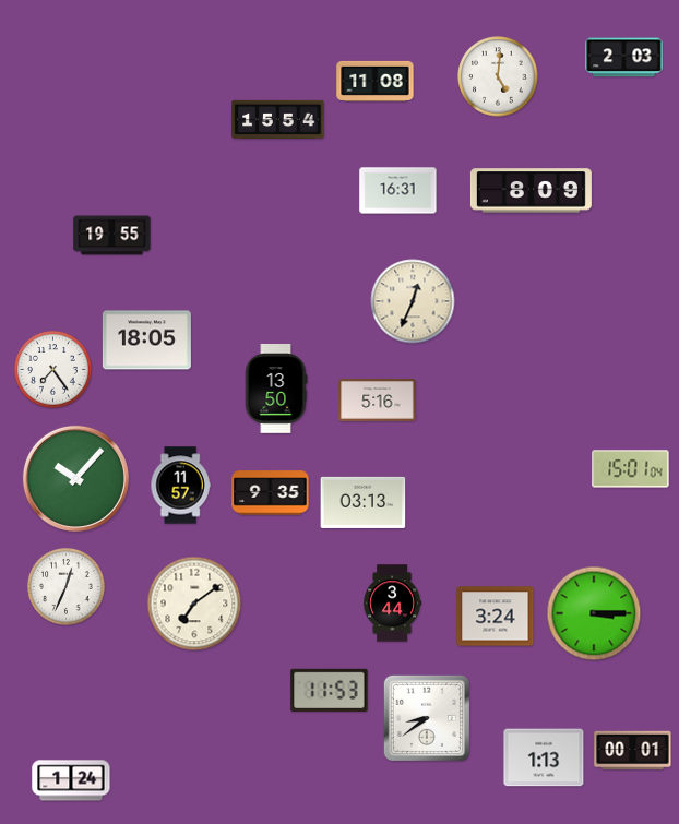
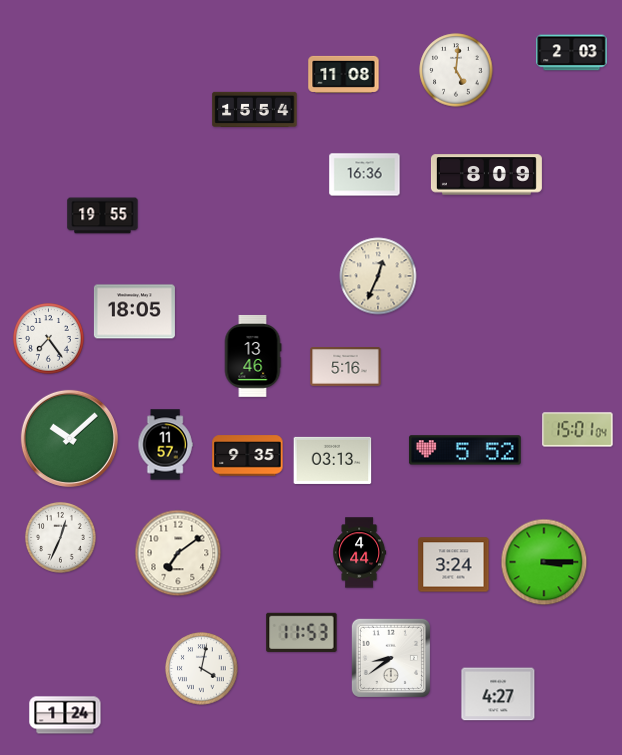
clock at (398, 191): 16:31 -> 16:36
clock at (276, 389): 13:50 -> 13:46
clock at (75, 478): 10:07 -> 10:08
clock at (465, 450): none -> 5:52
clock at (271, 493) position: (271, 493) -> (248, 456)
clock at (393, 604): 3:44 -> 4:44
clock at (202, 669): none -> 4:02
clock at (633, 751): 00:01 -> none
clock at (544, 757): 1:13 -> 4:27
